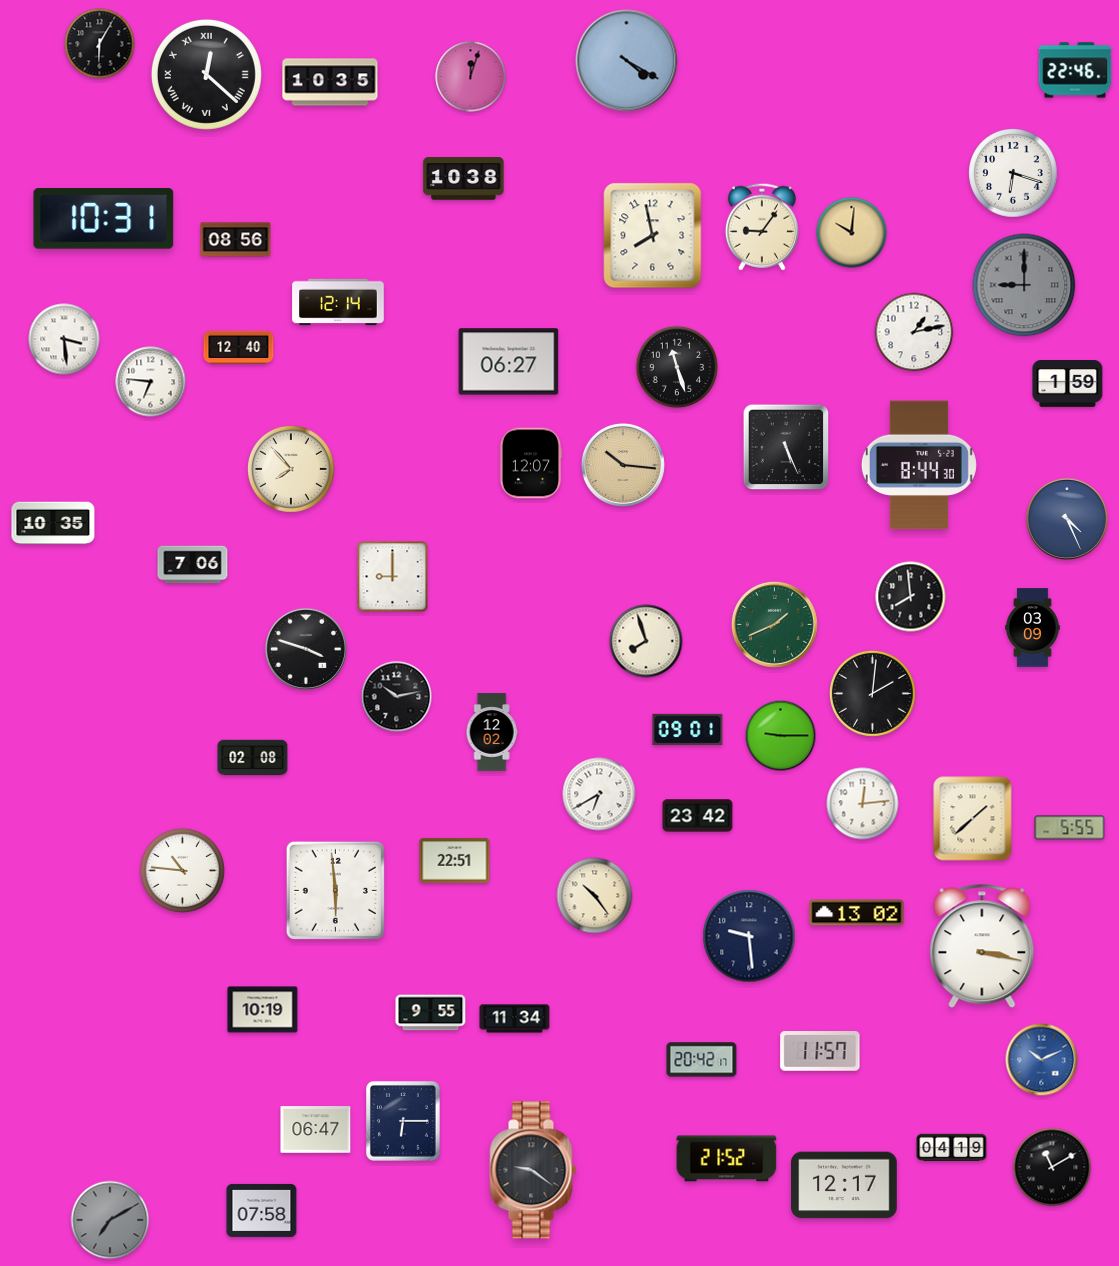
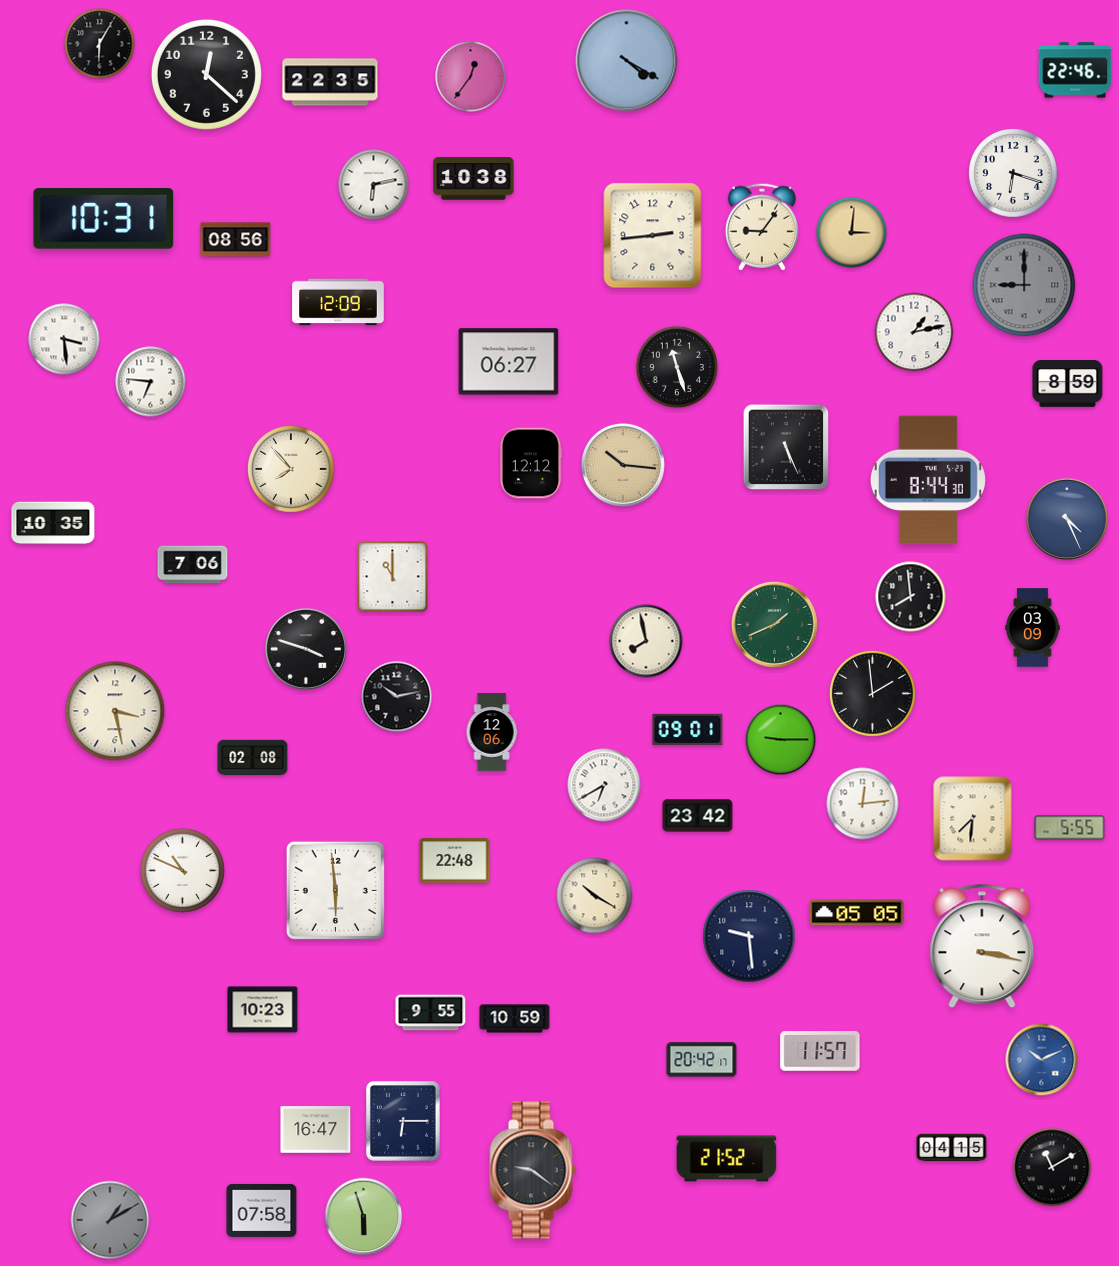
clock at (206, 74) numerals: Roman -> Arabic
clock at (471, 77): 12:03 -> 12:36
clock at (330, 82): 10:35 -> 22:35
clock at (464, 179) position: (464, 179) -> (474, 179)
clock at (374, 185): none -> 6:13
clock at (852, 233): 10:01 -> 3:01
clock at (653, 236): 7:58 -> 2:44
clock at (338, 302): 12:14 -> 12:09
clock at (239, 347): 12:40 -> none
clock at (1068, 384): 1:59 -> 8:59
clock at (531, 463): 12:07 -> 12:12
clock at (919, 465) position: (919, 465) -> (928, 480)
clock at (393, 577): 9:00 -> 11:00
clock at (646, 641): 7:57 -> 7:58
clock at (872, 693): 2:01 -> 1:59
clock at (115, 711): none -> 3:28
clock at (492, 732): 12:02 -> 12:06
clock at (781, 736) position: (781, 736) -> (781, 740)
clock at (599, 794) position: (599, 794) -> (604, 785)
clock at (973, 819): 1:38 -> 7:31
clock at (455, 861): 22:51 -> 22:48
clock at (182, 870): 10:46 -> 10:49
clock at (595, 896): 10:24 -> 10:20
clock at (857, 913): 13:02 -> 05:05
clock at (263, 1010): 10:19 -> 10:23
clock at (515, 1019): 11:34 -> 10:59
clock at (316, 1130): 06:47 -> 16:47
clock at (952, 1148): 04:19 -> 04:15
clock at (844, 1185): 12:17 -> none
clock at (364, 1217): none -> 5:57
clock at (110, 1220): 7:10 -> 1:10
